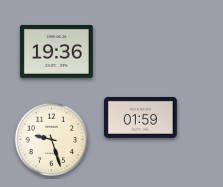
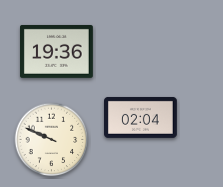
clock at (141, 117): 01:59 -> 02:04
clock at (52, 140): 9:27 -> 9:49
